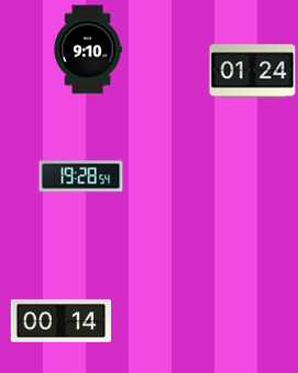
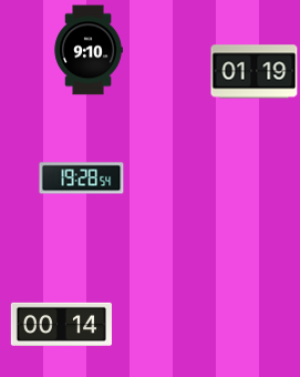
clock at (253, 71): 01:24 -> 01:19
